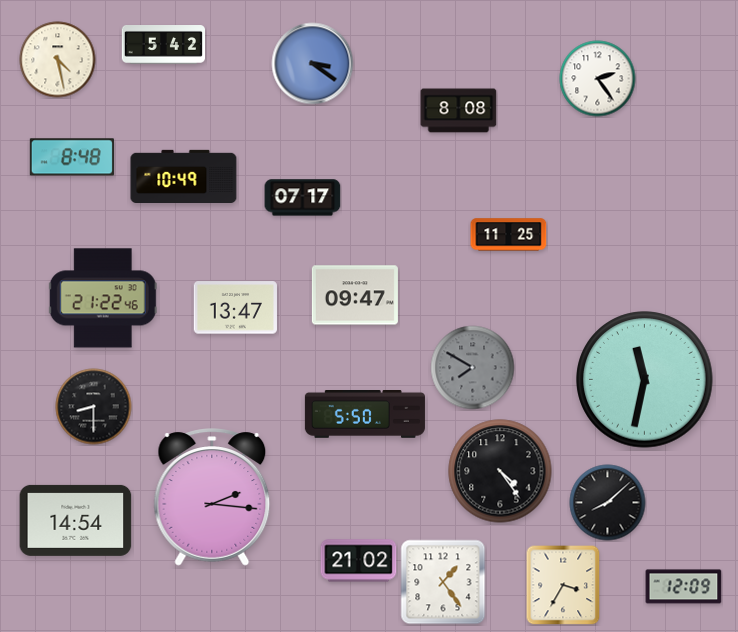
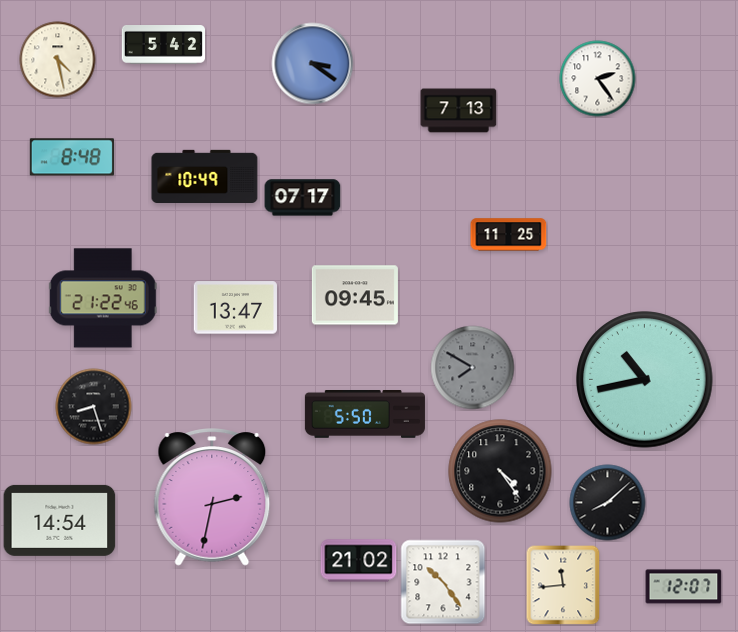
clock at (459, 111): 8:08 -> 7:13
clock at (184, 176) position: (184, 176) -> (205, 176)
clock at (355, 295): 09:47 -> 09:45
clock at (645, 380): 11:32 -> 10:43
clock at (94, 407): 8:30 -> 8:27
clock at (212, 497): 2:16 -> 2:32
clock at (76, 520) position: (76, 520) -> (60, 520)
clock at (443, 582): 1:24 -> 10:24
clock at (563, 585): 3:35 -> 11:44
clock at (684, 587): 12:09 -> 12:07
